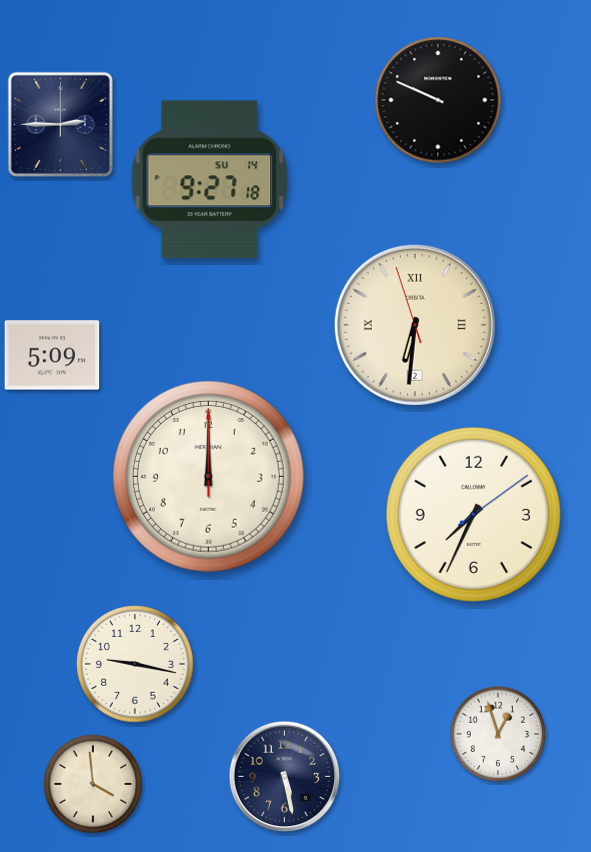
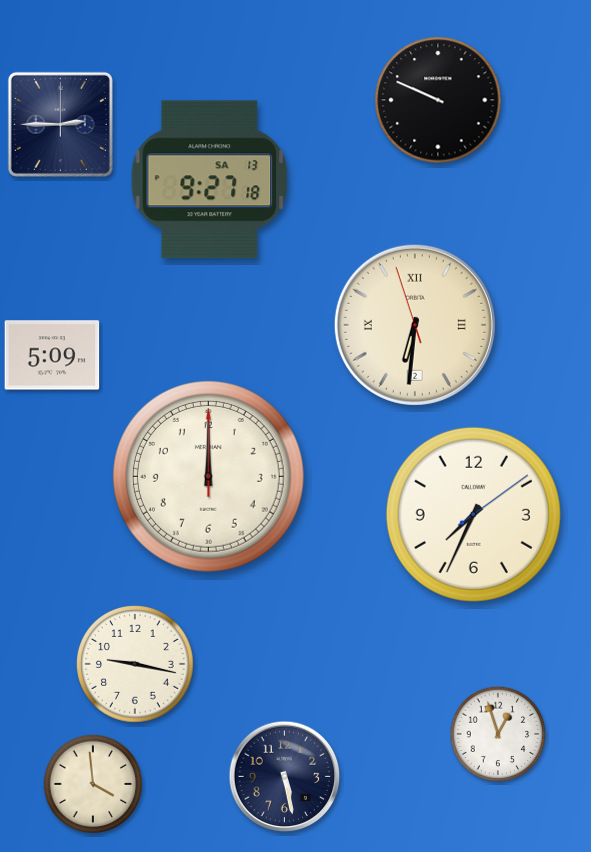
clock at (210, 180) date: SU 14 -> SA 13
